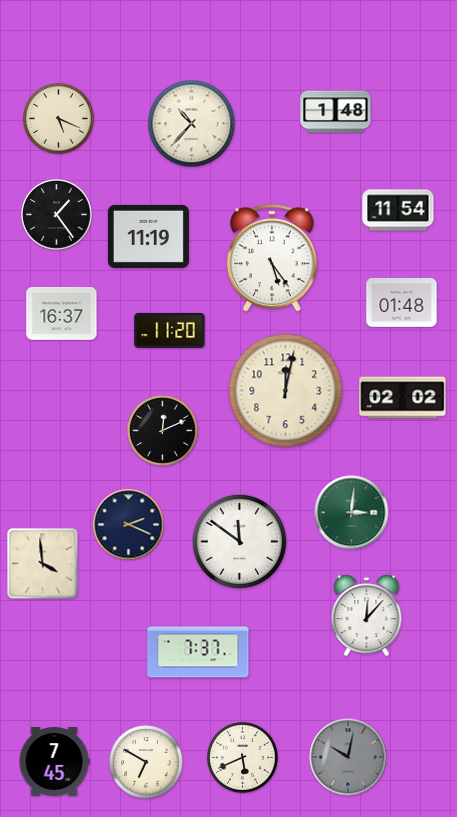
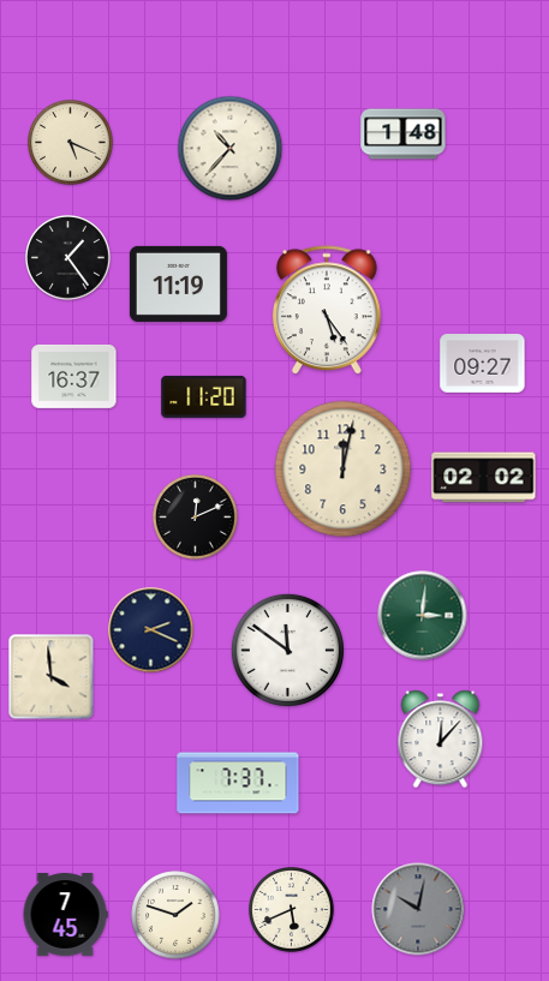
clock at (398, 210): 11:54 -> none
clock at (402, 303): 01:48 -> 09:27
clock at (129, 525) position: (129, 525) -> (151, 630)
clock at (146, 762): 6:50 -> 1:48
